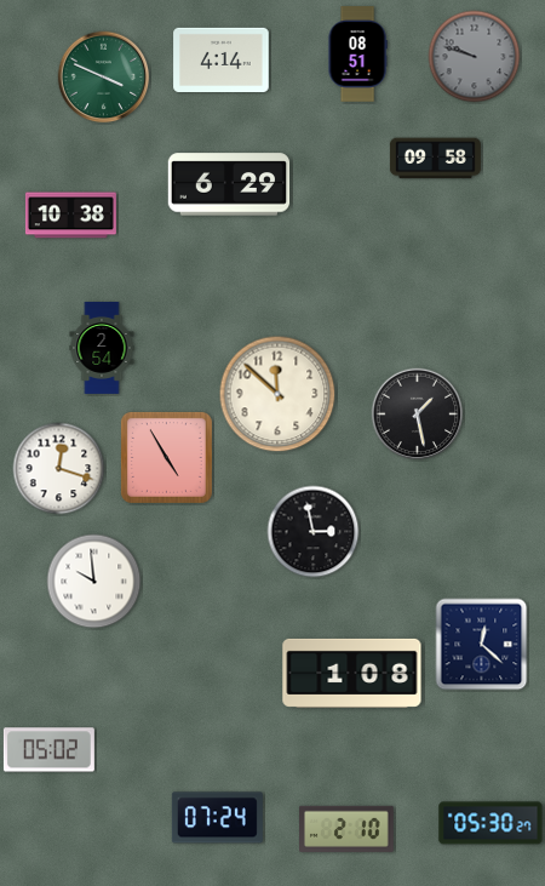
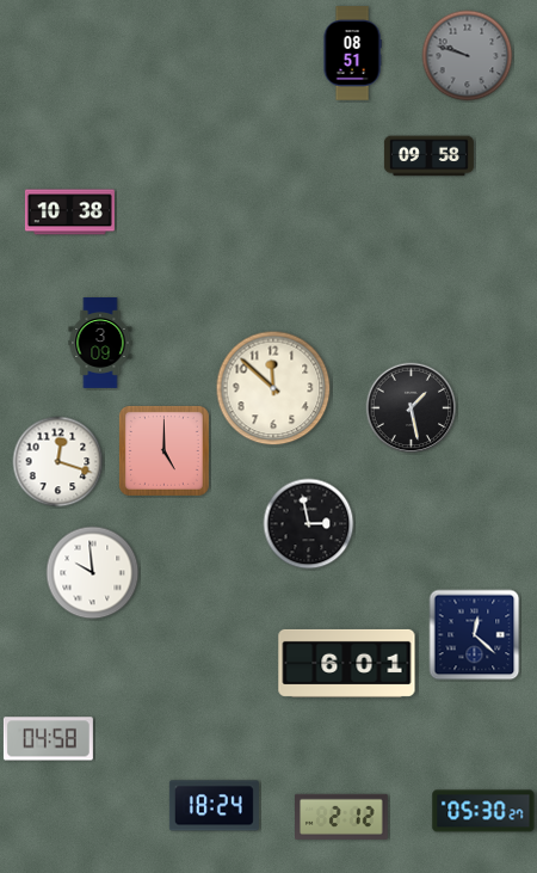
clock at (222, 59): 4:14 -> none
clock at (104, 78): 3:49 -> none
clock at (229, 184): 6:29 -> none
clock at (102, 349): 2:54 -> 3:09
clock at (166, 457): 4:55 -> 5:00
clock at (352, 673): 1:08 -> 6:01
clock at (48, 750): 05:02 -> 04:58
clock at (217, 818): 07:24 -> 18:24
clock at (348, 829): 2:10 -> 2:12
